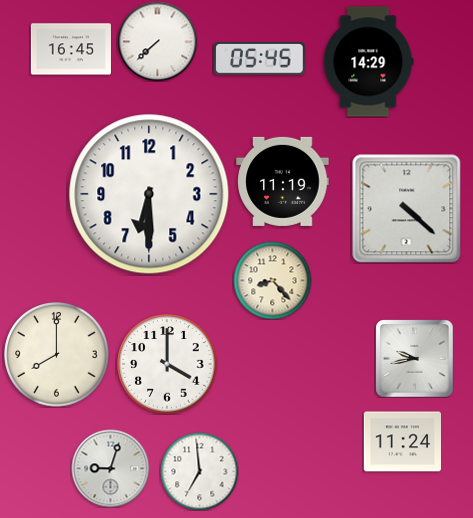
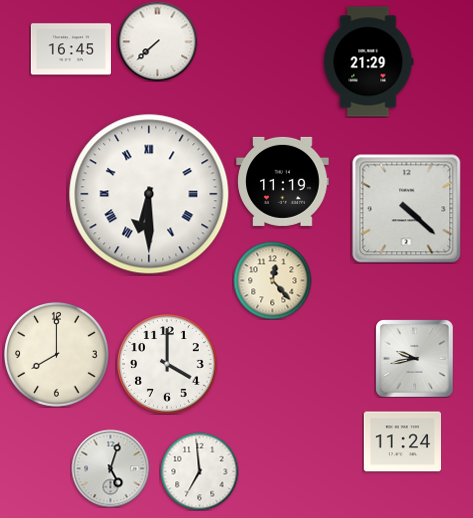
clock at (260, 59): 05:45 -> none
clock at (369, 62): 14:29 -> 21:29
clock at (149, 194) numerals: Arabic -> Roman
clock at (272, 280): 8:23 -> 12:23
clock at (110, 468): 9:03 -> 5:03
